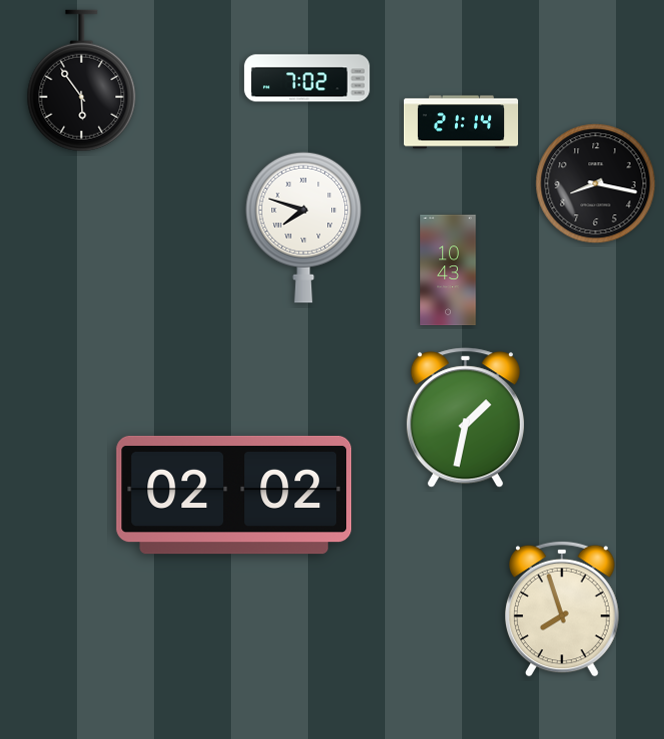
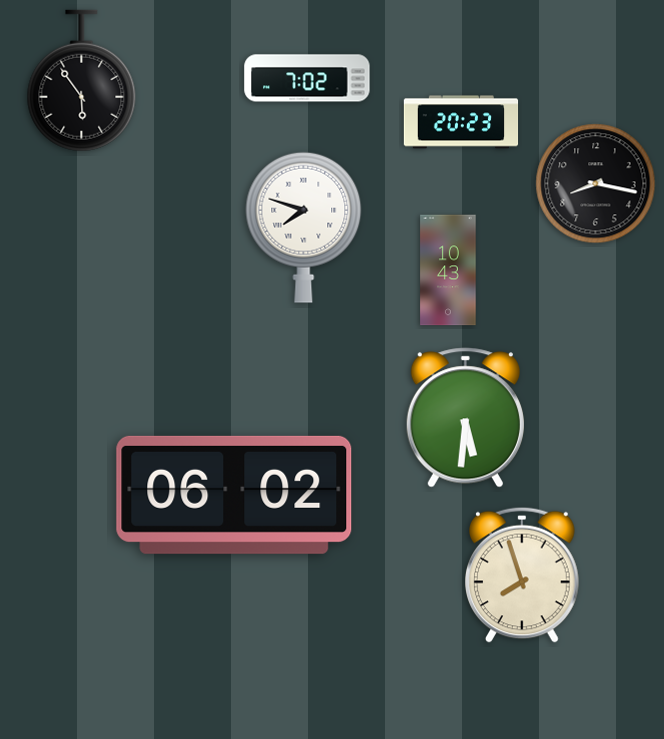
clock at (461, 122): 21:14 -> 20:23
clock at (465, 418): 1:32 -> 5:31
clock at (234, 495): 02:02 -> 06:02
clock at (563, 609) position: (563, 609) -> (523, 575)
